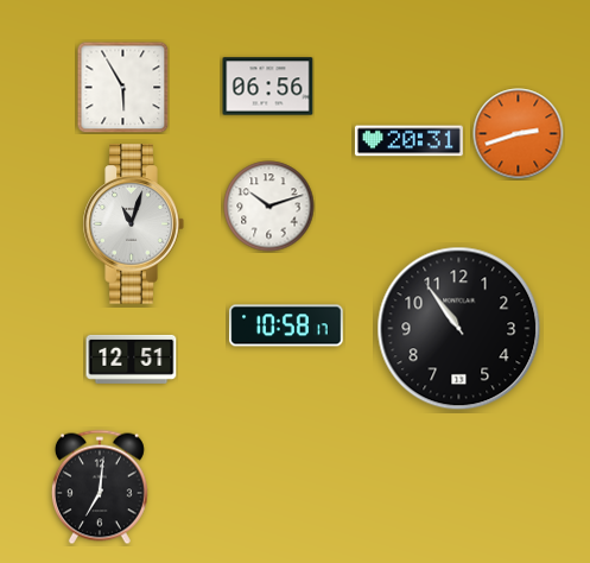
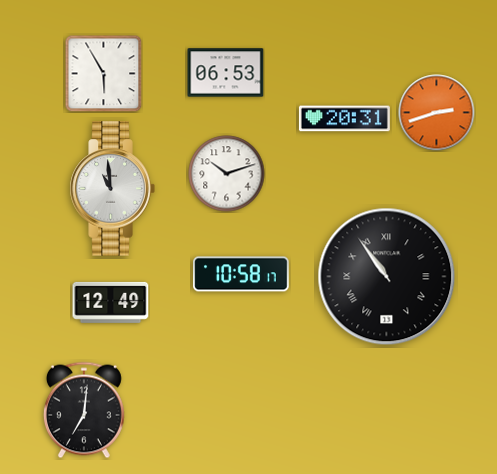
clock at (268, 87): 06:56 -> 06:53
clock at (133, 224): 11:03 -> 10:59
clock at (459, 329) numerals: Arabic -> Roman
clock at (132, 359): 12:51 -> 12:49
